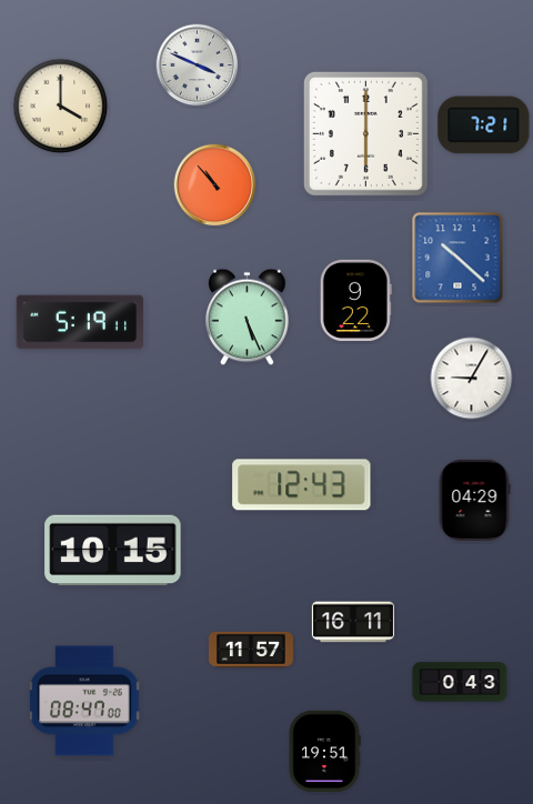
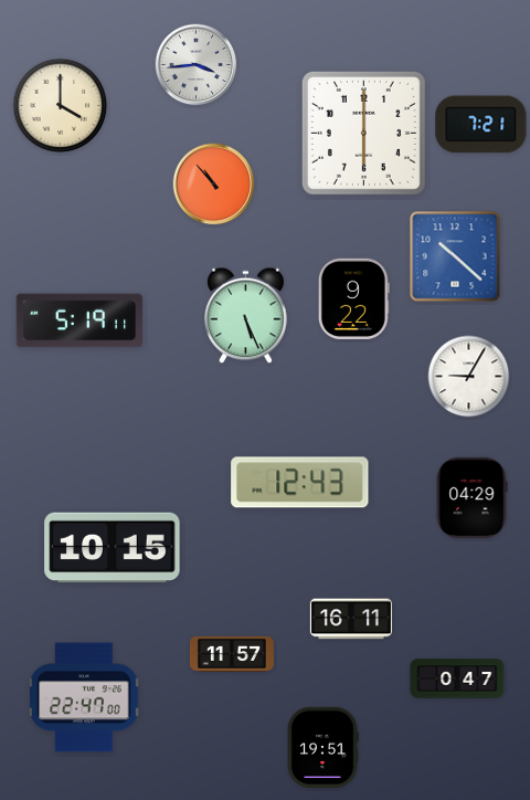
clock at (198, 66): 3:49 -> 3:44
clock at (251, 650) position: (251, 650) -> (232, 654)
clock at (460, 682): 0:43 -> 0:47
clock at (84, 701): 08:47 -> 22:47
